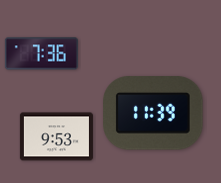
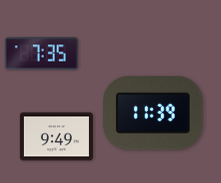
clock at (41, 54): 7:36 -> 7:35
clock at (56, 137): 9:53 -> 9:49
